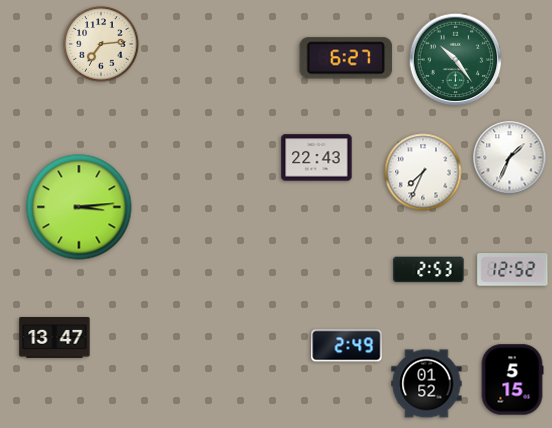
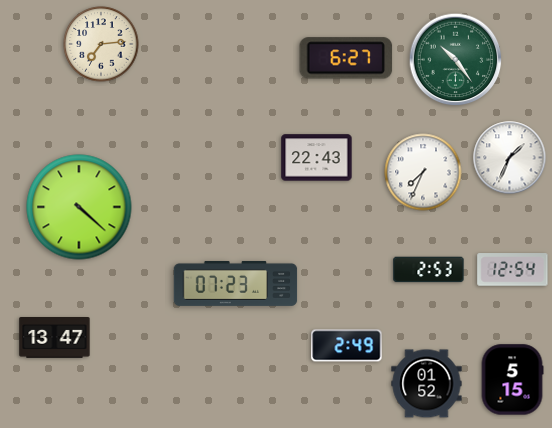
clock at (79, 207): 3:14 -> 4:22
clock at (513, 270): 12:52 -> 12:54
clock at (236, 283): none -> 07:23
